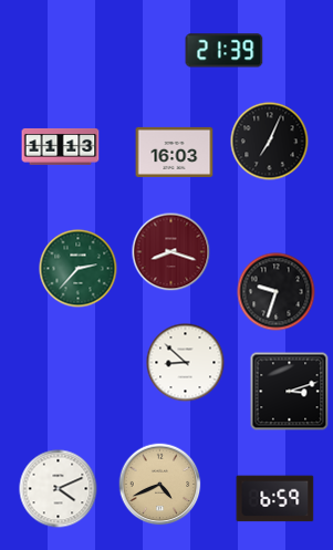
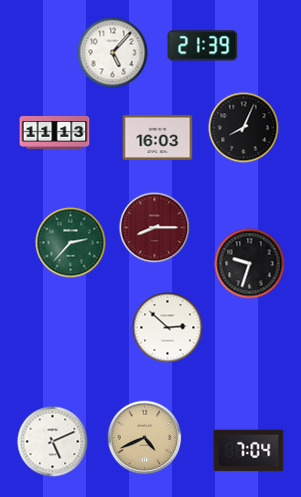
clock at (113, 53): none -> 5:07
clock at (270, 142): 7:04 -> 8:04
clock at (171, 252): 8:18 -> 8:15
clock at (186, 363): 8:52 -> 2:52
clock at (290, 392): 3:12 -> none
clock at (59, 489): 4:11 -> 5:11
clock at (275, 499): 6:59 -> 7:04
